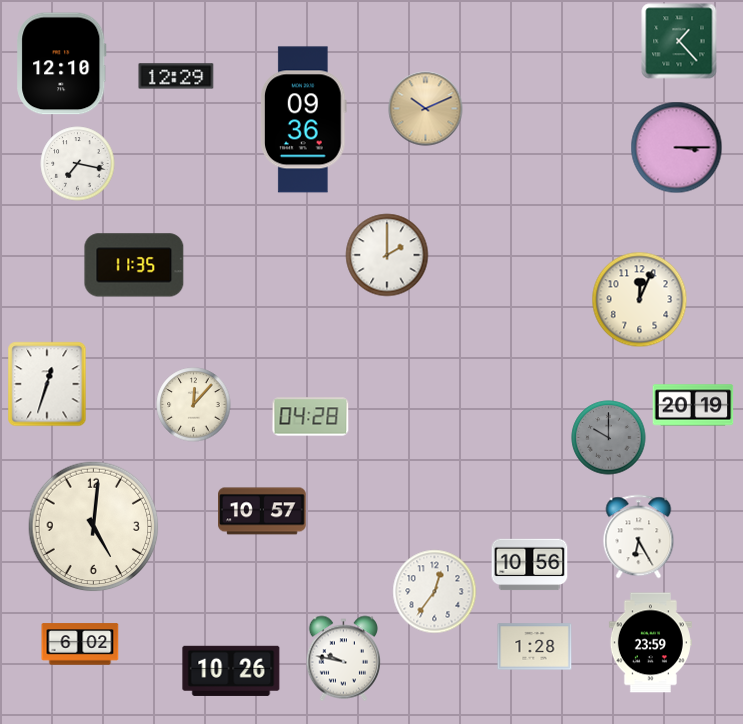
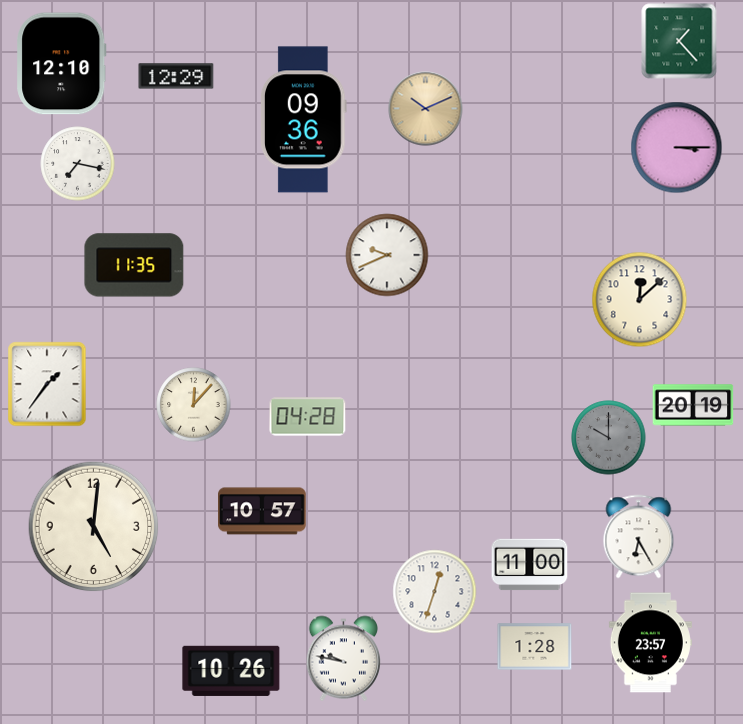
clock at (387, 255): 2:00 -> 9:41
clock at (640, 300): 12:04 -> 12:08
clock at (47, 384): 12:33 -> 1:36
clock at (311, 417) position: (311, 417) -> (308, 417)
clock at (530, 565): 10:56 -> 11:00
clock at (435, 592): 12:36 -> 12:33
clock at (650, 643): 23:59 -> 23:57
clock at (80, 644): 6:02 -> none
